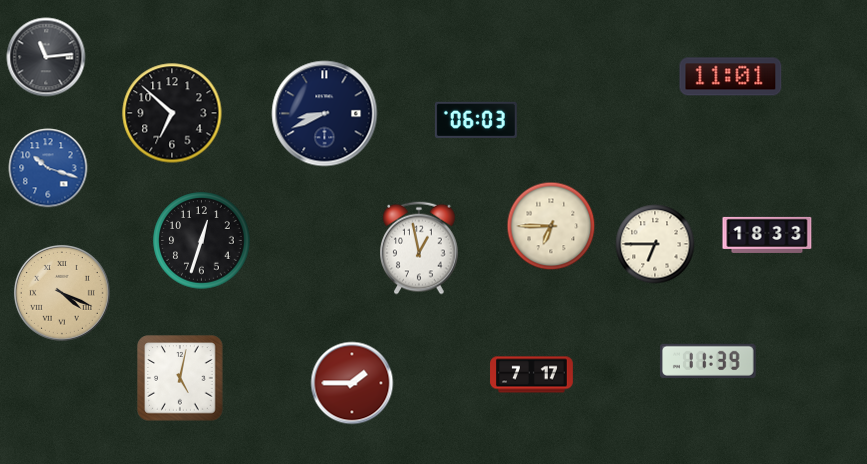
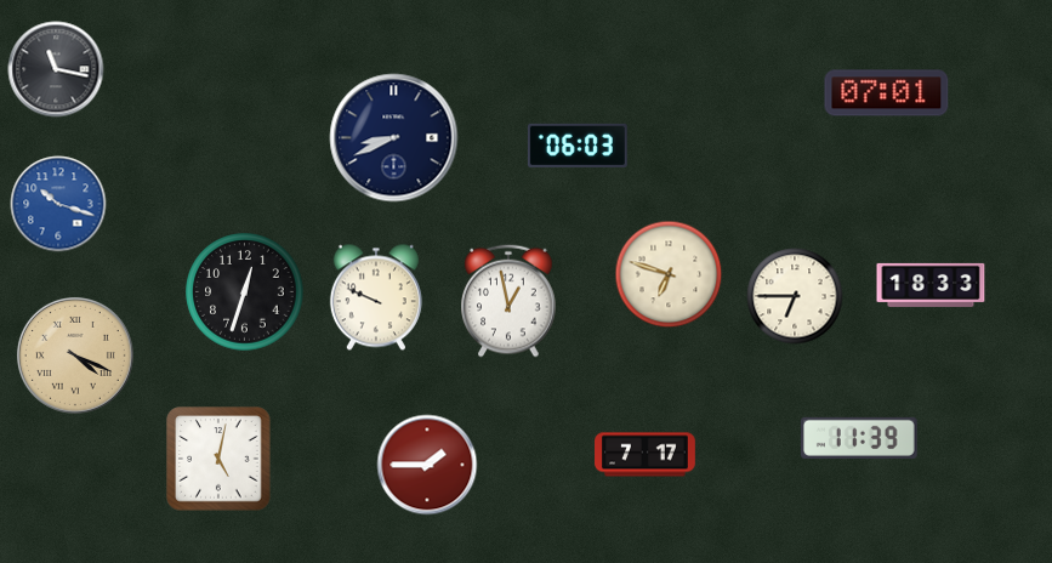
clock at (46, 57): 11:14 -> 11:17
clock at (731, 77): 11:01 -> 07:01
clock at (172, 113): 6:52 -> none
clock at (551, 226): 6:45 -> 6:48
clock at (376, 297): none -> 9:49
